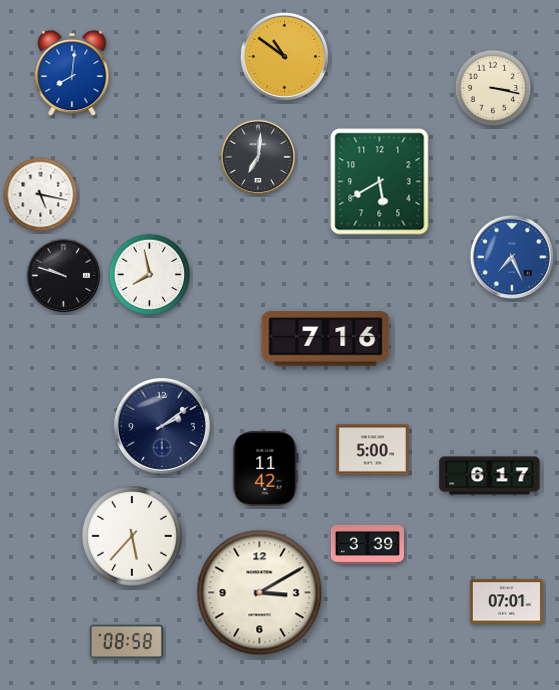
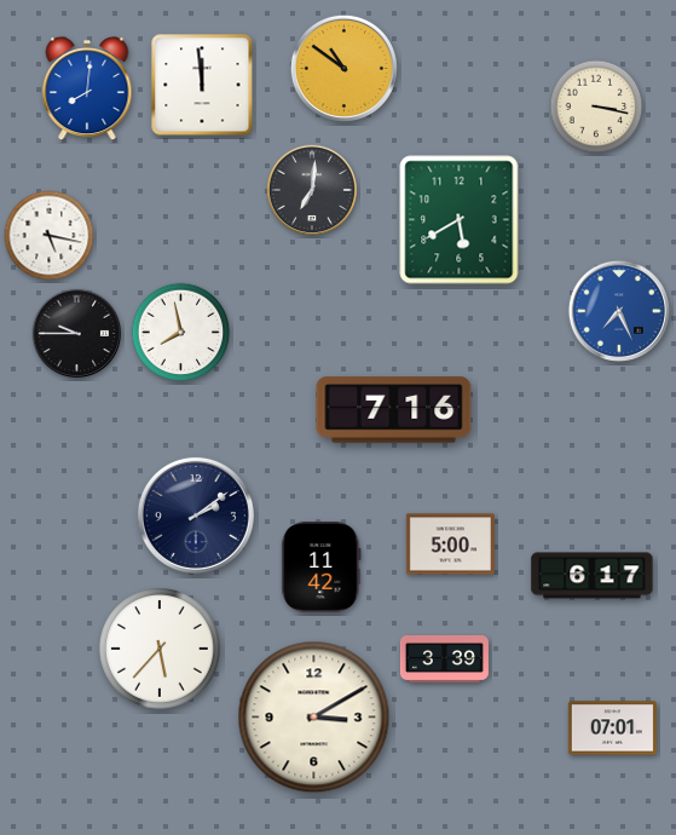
clock at (202, 85): none -> 11:59
clock at (64, 276): 9:48 -> 9:45
clock at (126, 642): 08:58 -> none
